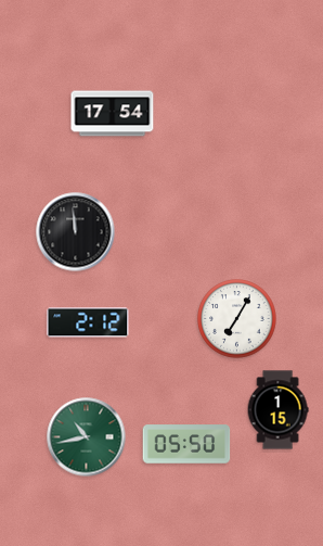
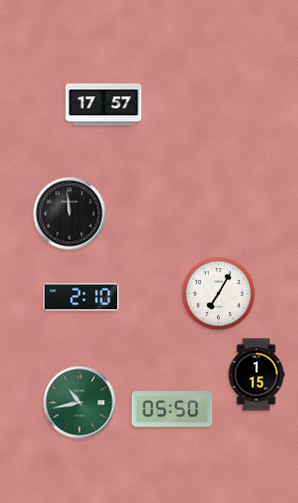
clock at (113, 114): 17:54 -> 17:57
clock at (88, 322): 2:12 -> 2:10
clock at (277, 410) position: (277, 410) -> (256, 375)
